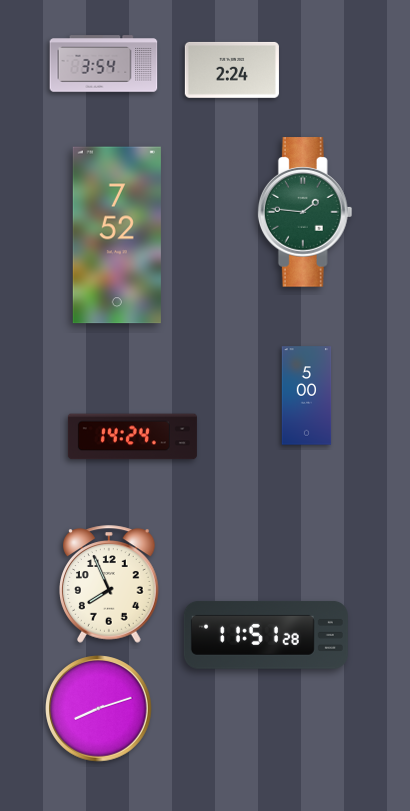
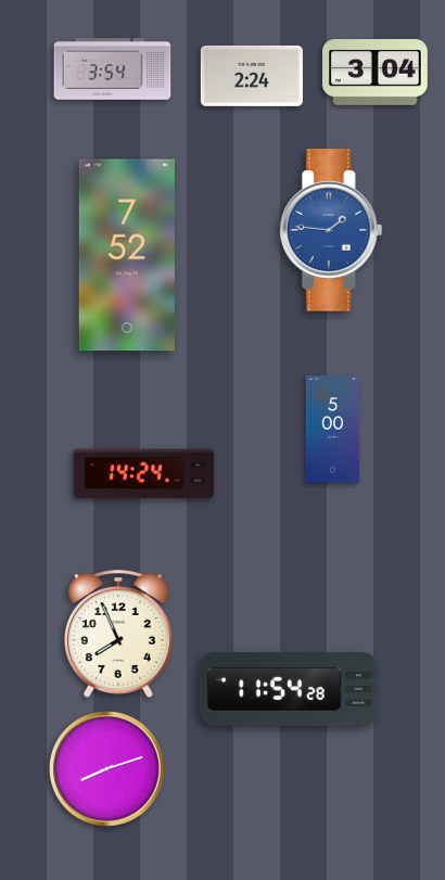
clock at (376, 73): none -> 3:04
clock at (305, 212) dial: green -> blue
clock at (266, 635): 11:51 -> 11:54
